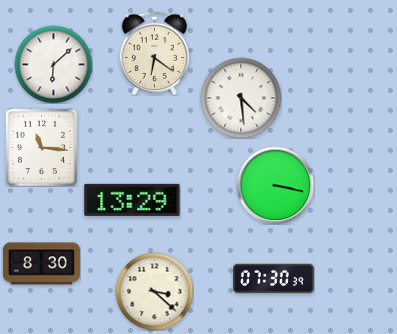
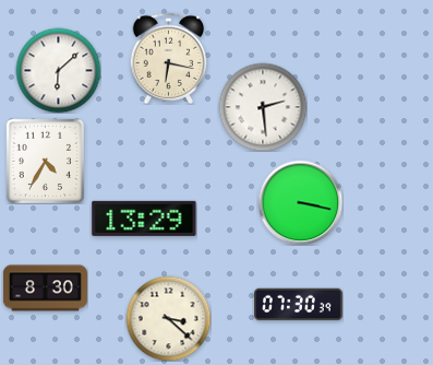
clock at (155, 53): 6:21 -> 6:17
clock at (241, 98): 4:29 -> 2:29
clock at (41, 147): 11:16 -> 4:35
